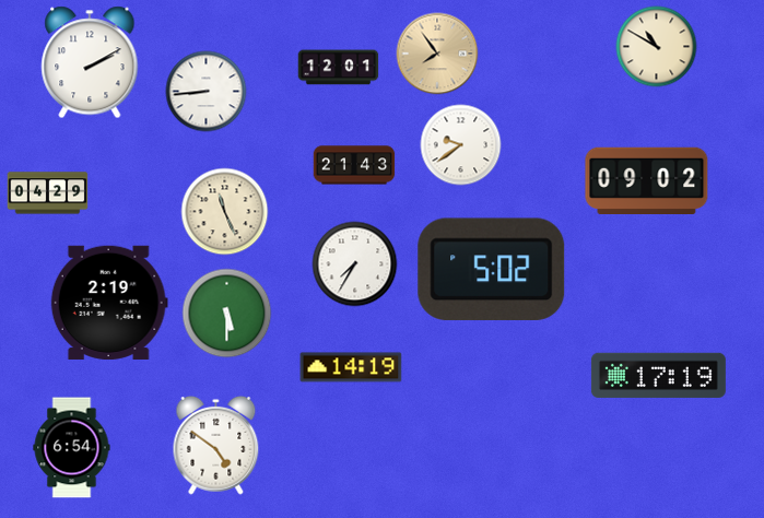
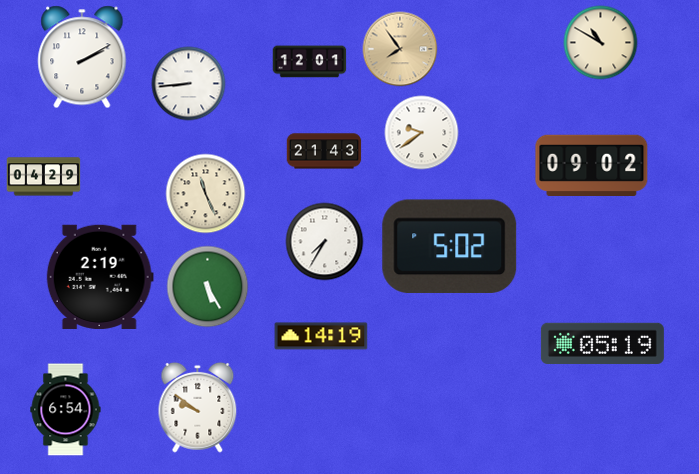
clock at (227, 314): 5:30 -> 5:25
clock at (658, 375): 17:19 -> 05:19
clock at (216, 445): 4:51 -> 9:51
